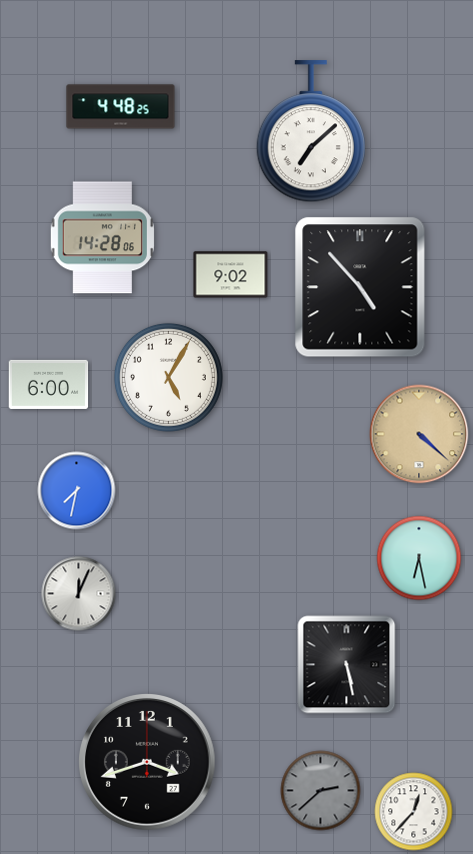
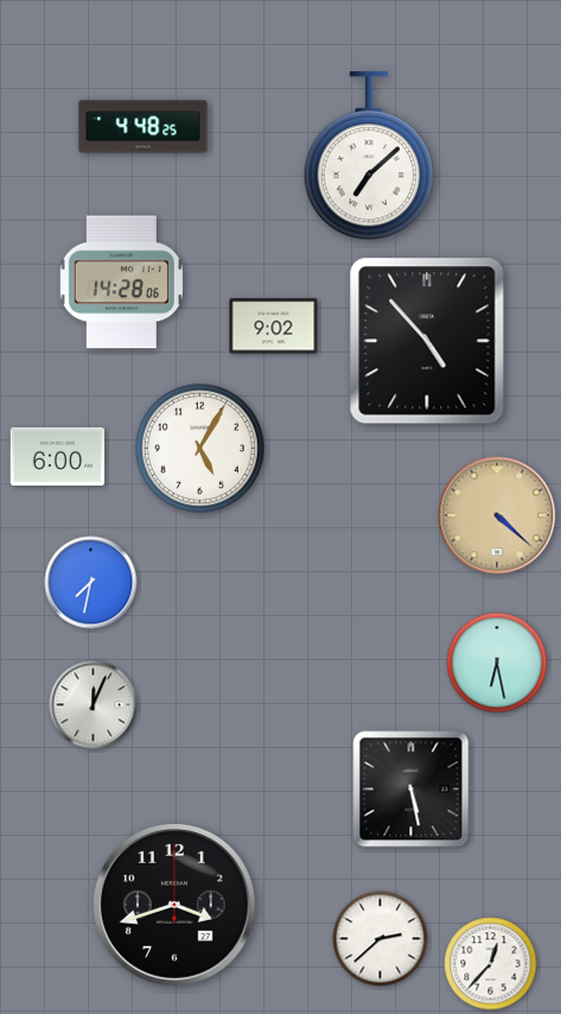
clock at (321, 791) dial: grey -> white
